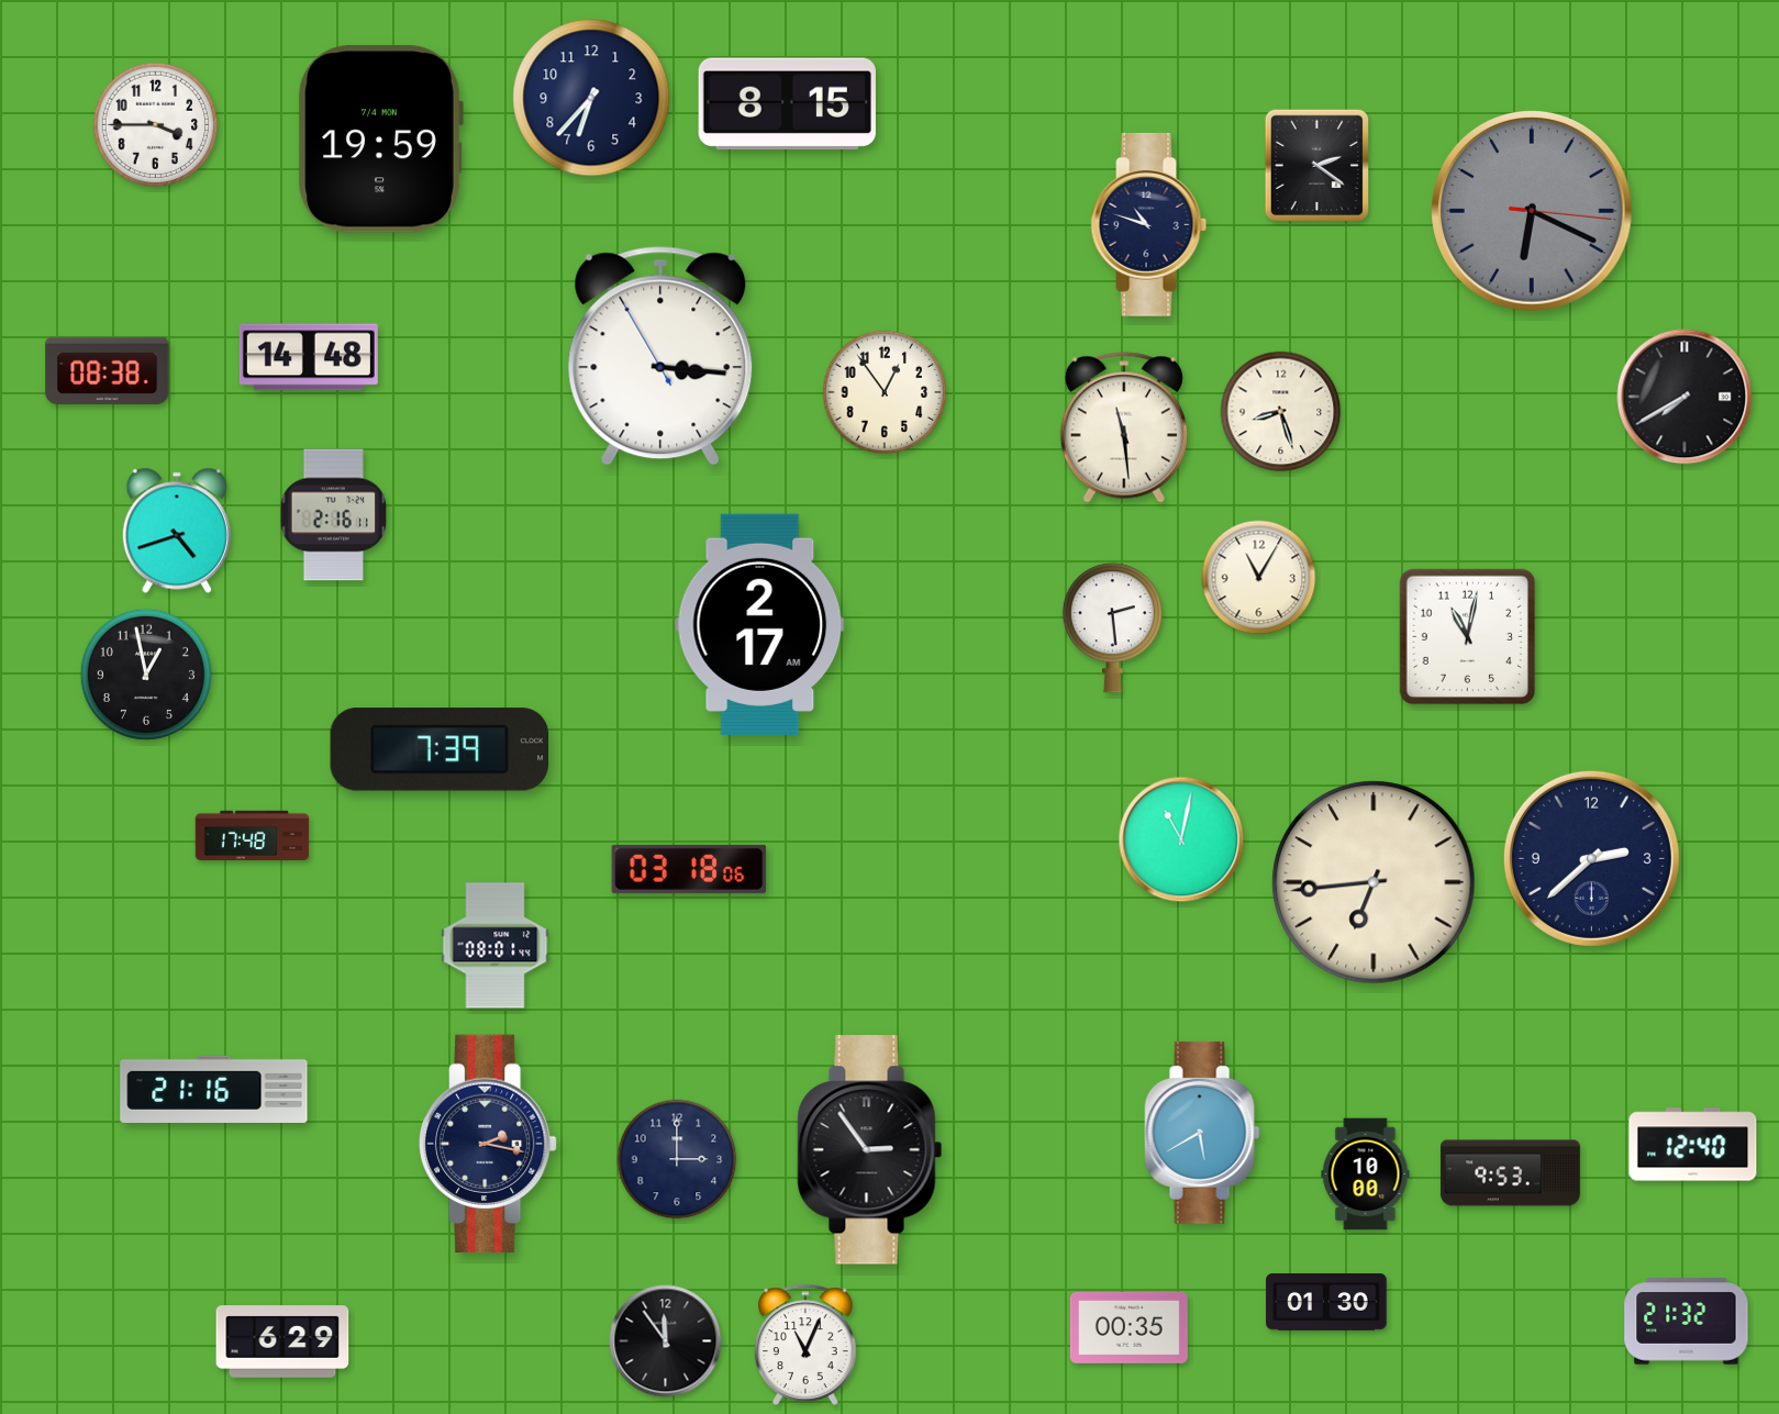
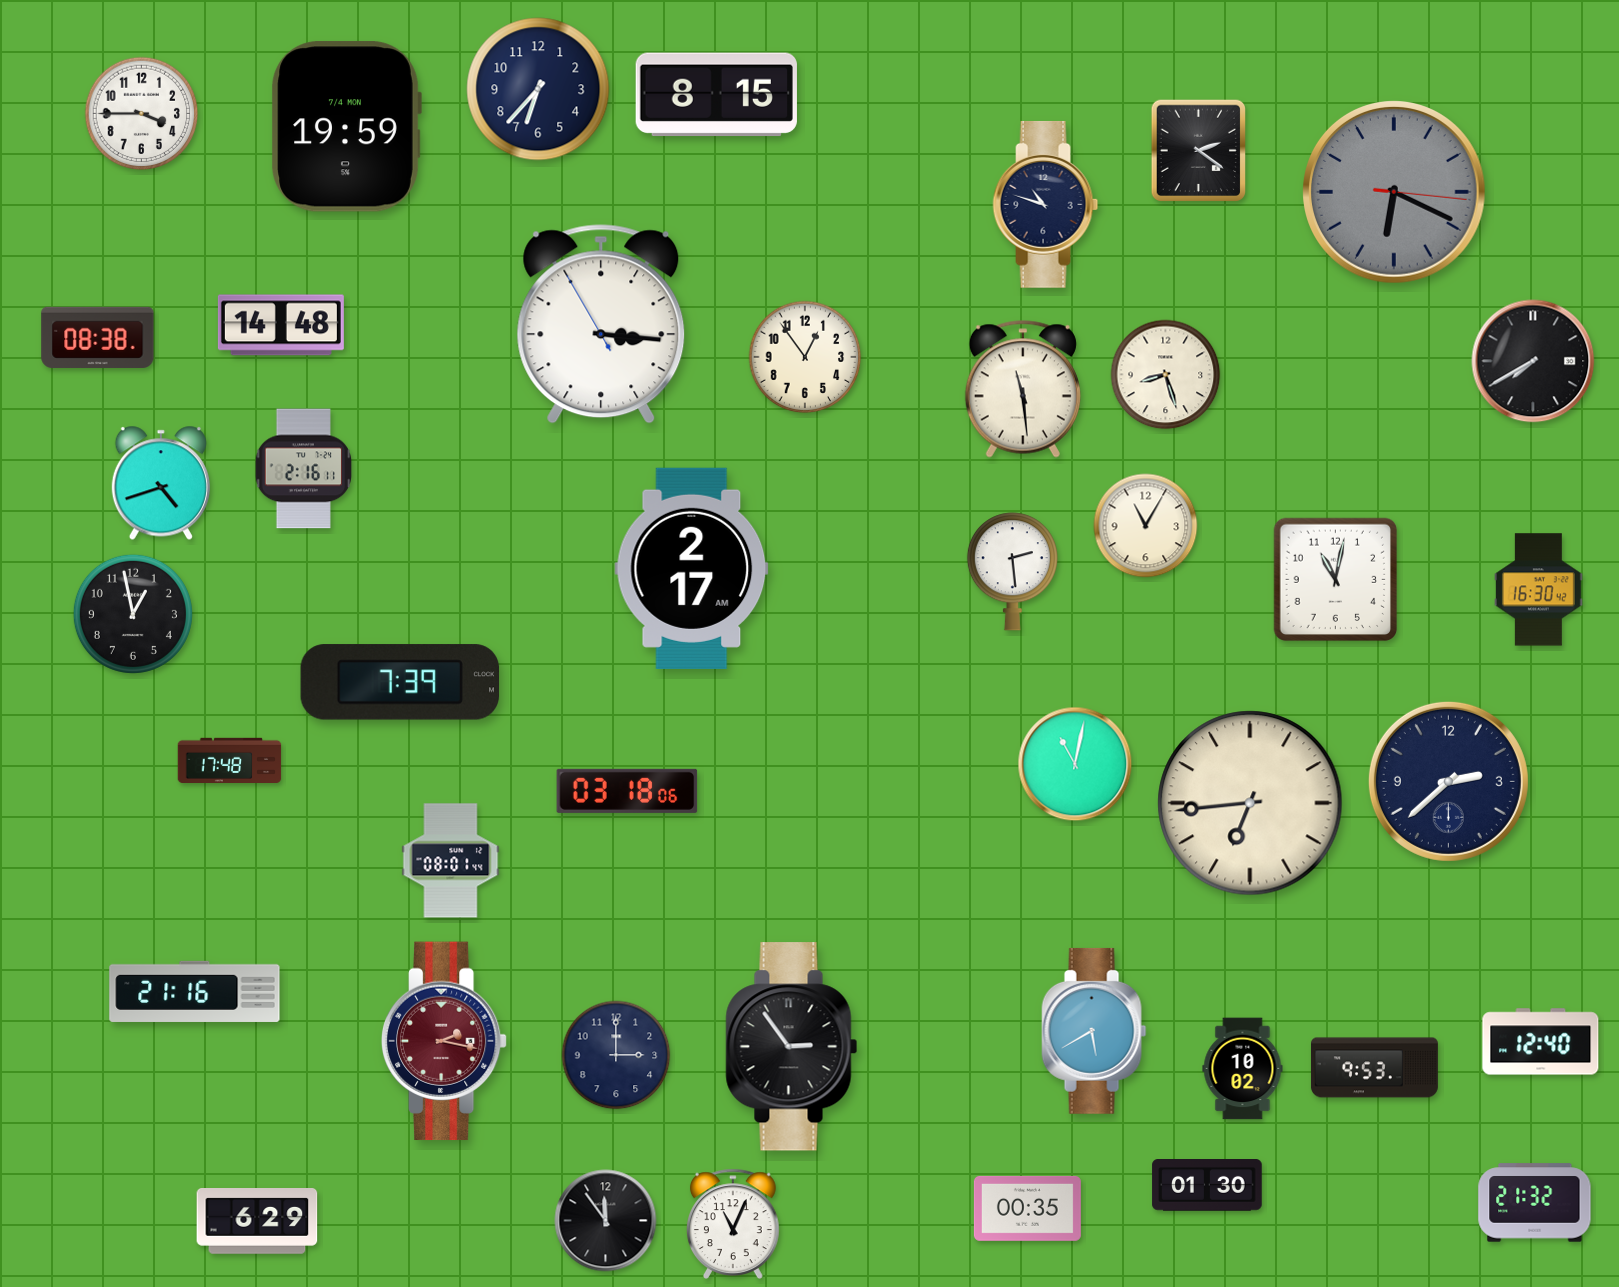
clock at (1539, 590): none -> 16:30
clock at (488, 1144) dial: navy -> burgundy
clock at (1366, 1174): 10:00 -> 10:02
